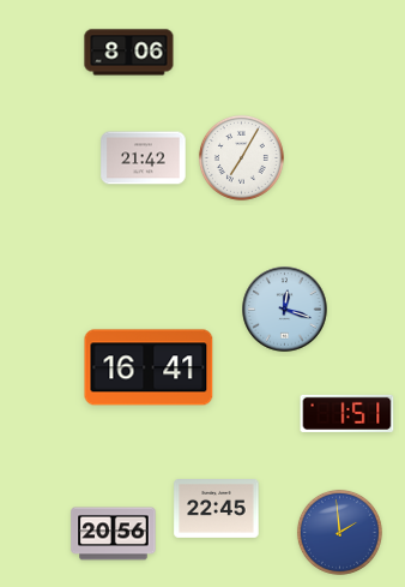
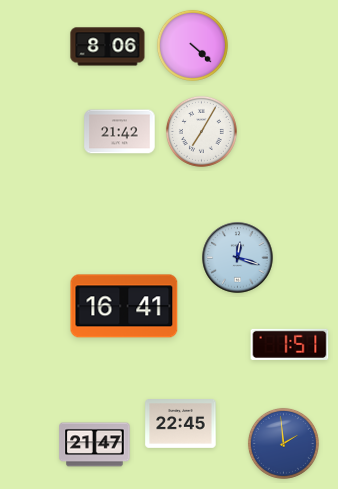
clock at (129, 53) position: (129, 53) -> (108, 47)
clock at (192, 45): none -> 4:22
clock at (114, 534): 20:56 -> 21:47
